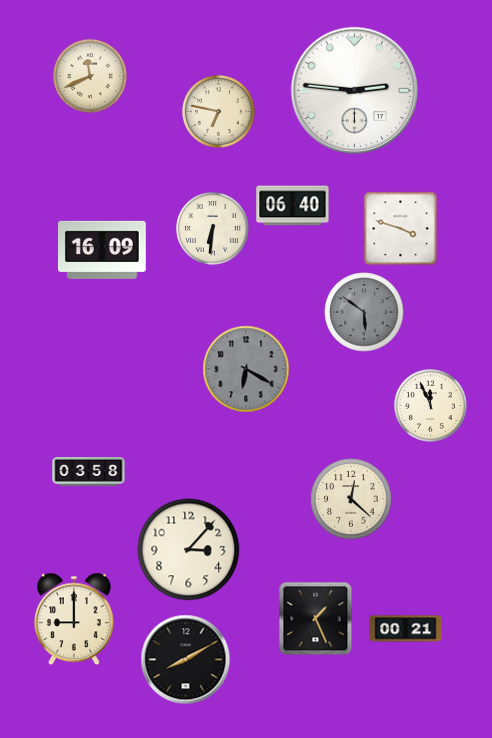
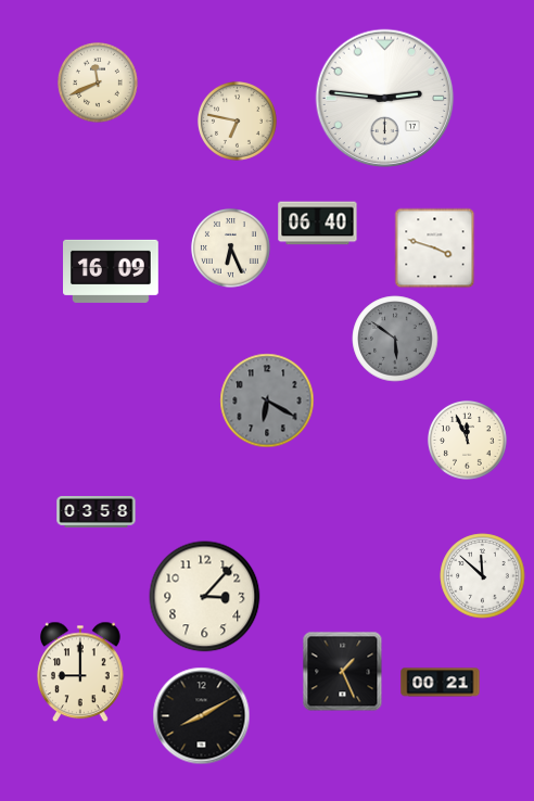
clock at (212, 228): 6:31 -> 6:26
clock at (351, 499): 12:22 -> none
clock at (483, 576): none -> 11:52
